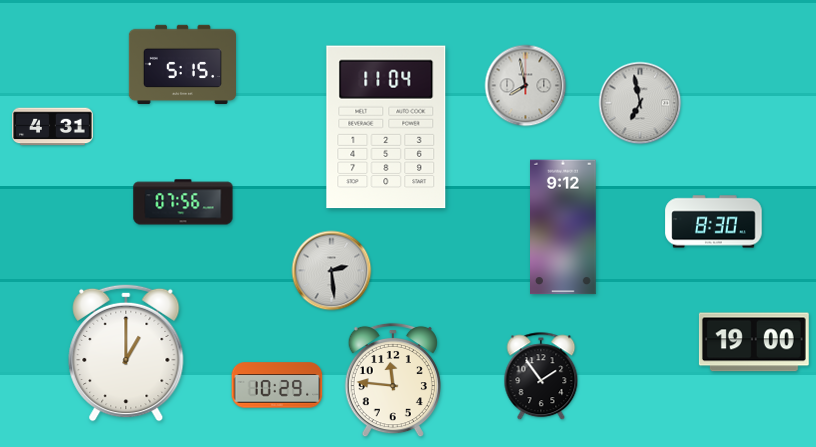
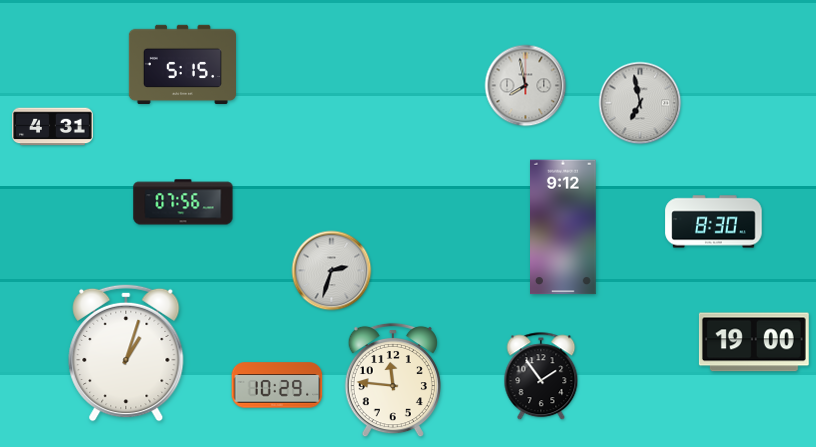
clock at (386, 127): 11:04 -> none
clock at (332, 271): 2:29 -> 2:33
clock at (126, 353): 1:00 -> 1:03
